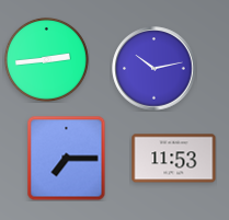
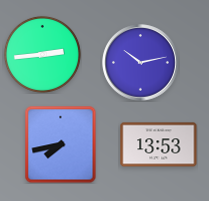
clock at (67, 158): 7:15 -> 7:43
clock at (174, 159): 11:53 -> 13:53
